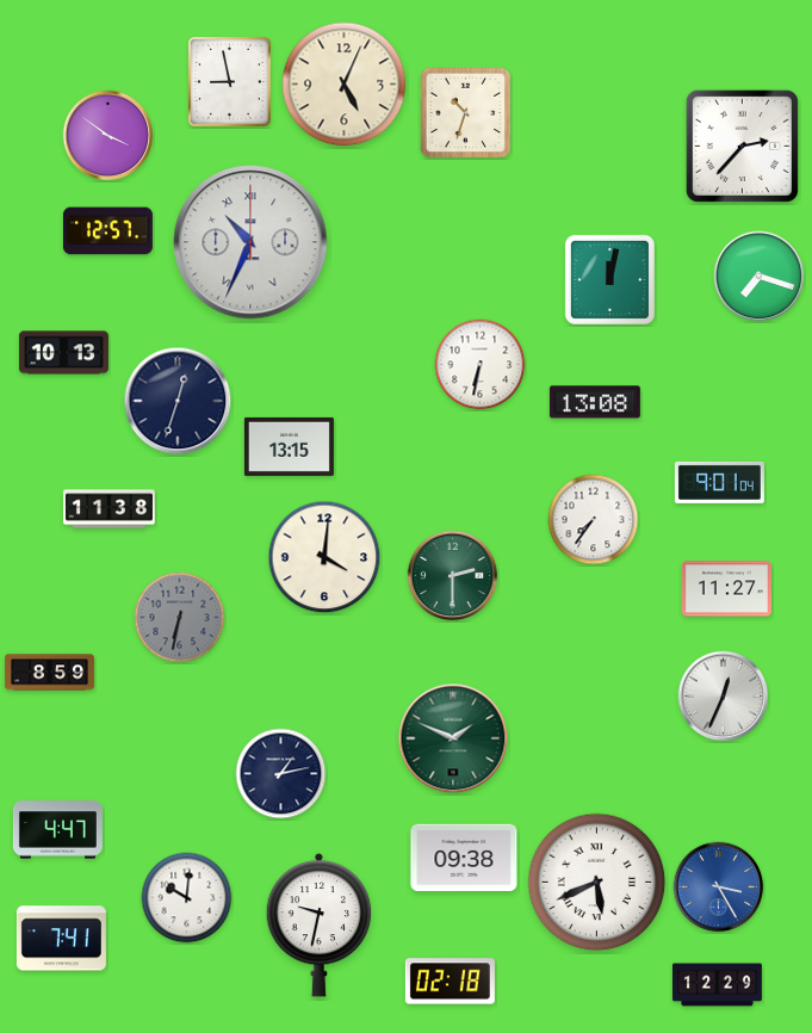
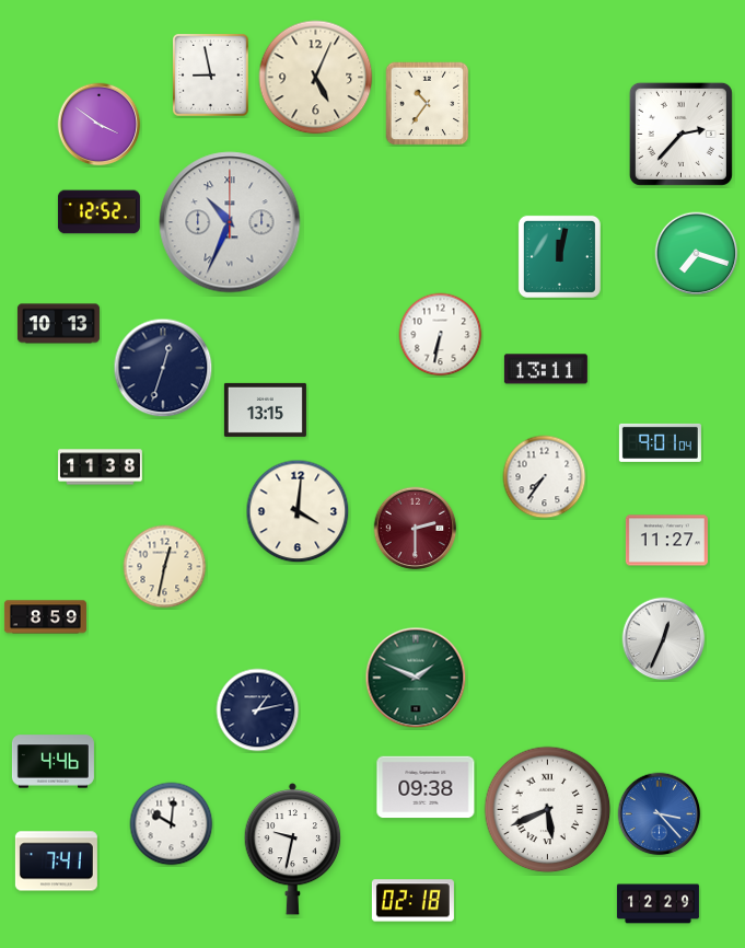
clock at (466, 113): 10:33 -> 10:36
clock at (107, 231): 12:57 -> 12:52
clock at (595, 402): 13:08 -> 13:11
clock at (453, 576) dial: green -> burgundy
clock at (180, 618): 6:32 -> 12:32
clock at (180, 618) dial: grey -> cream
clock at (57, 830): 4:47 -> 4:46
clock at (719, 887): 3:25 -> 3:23
